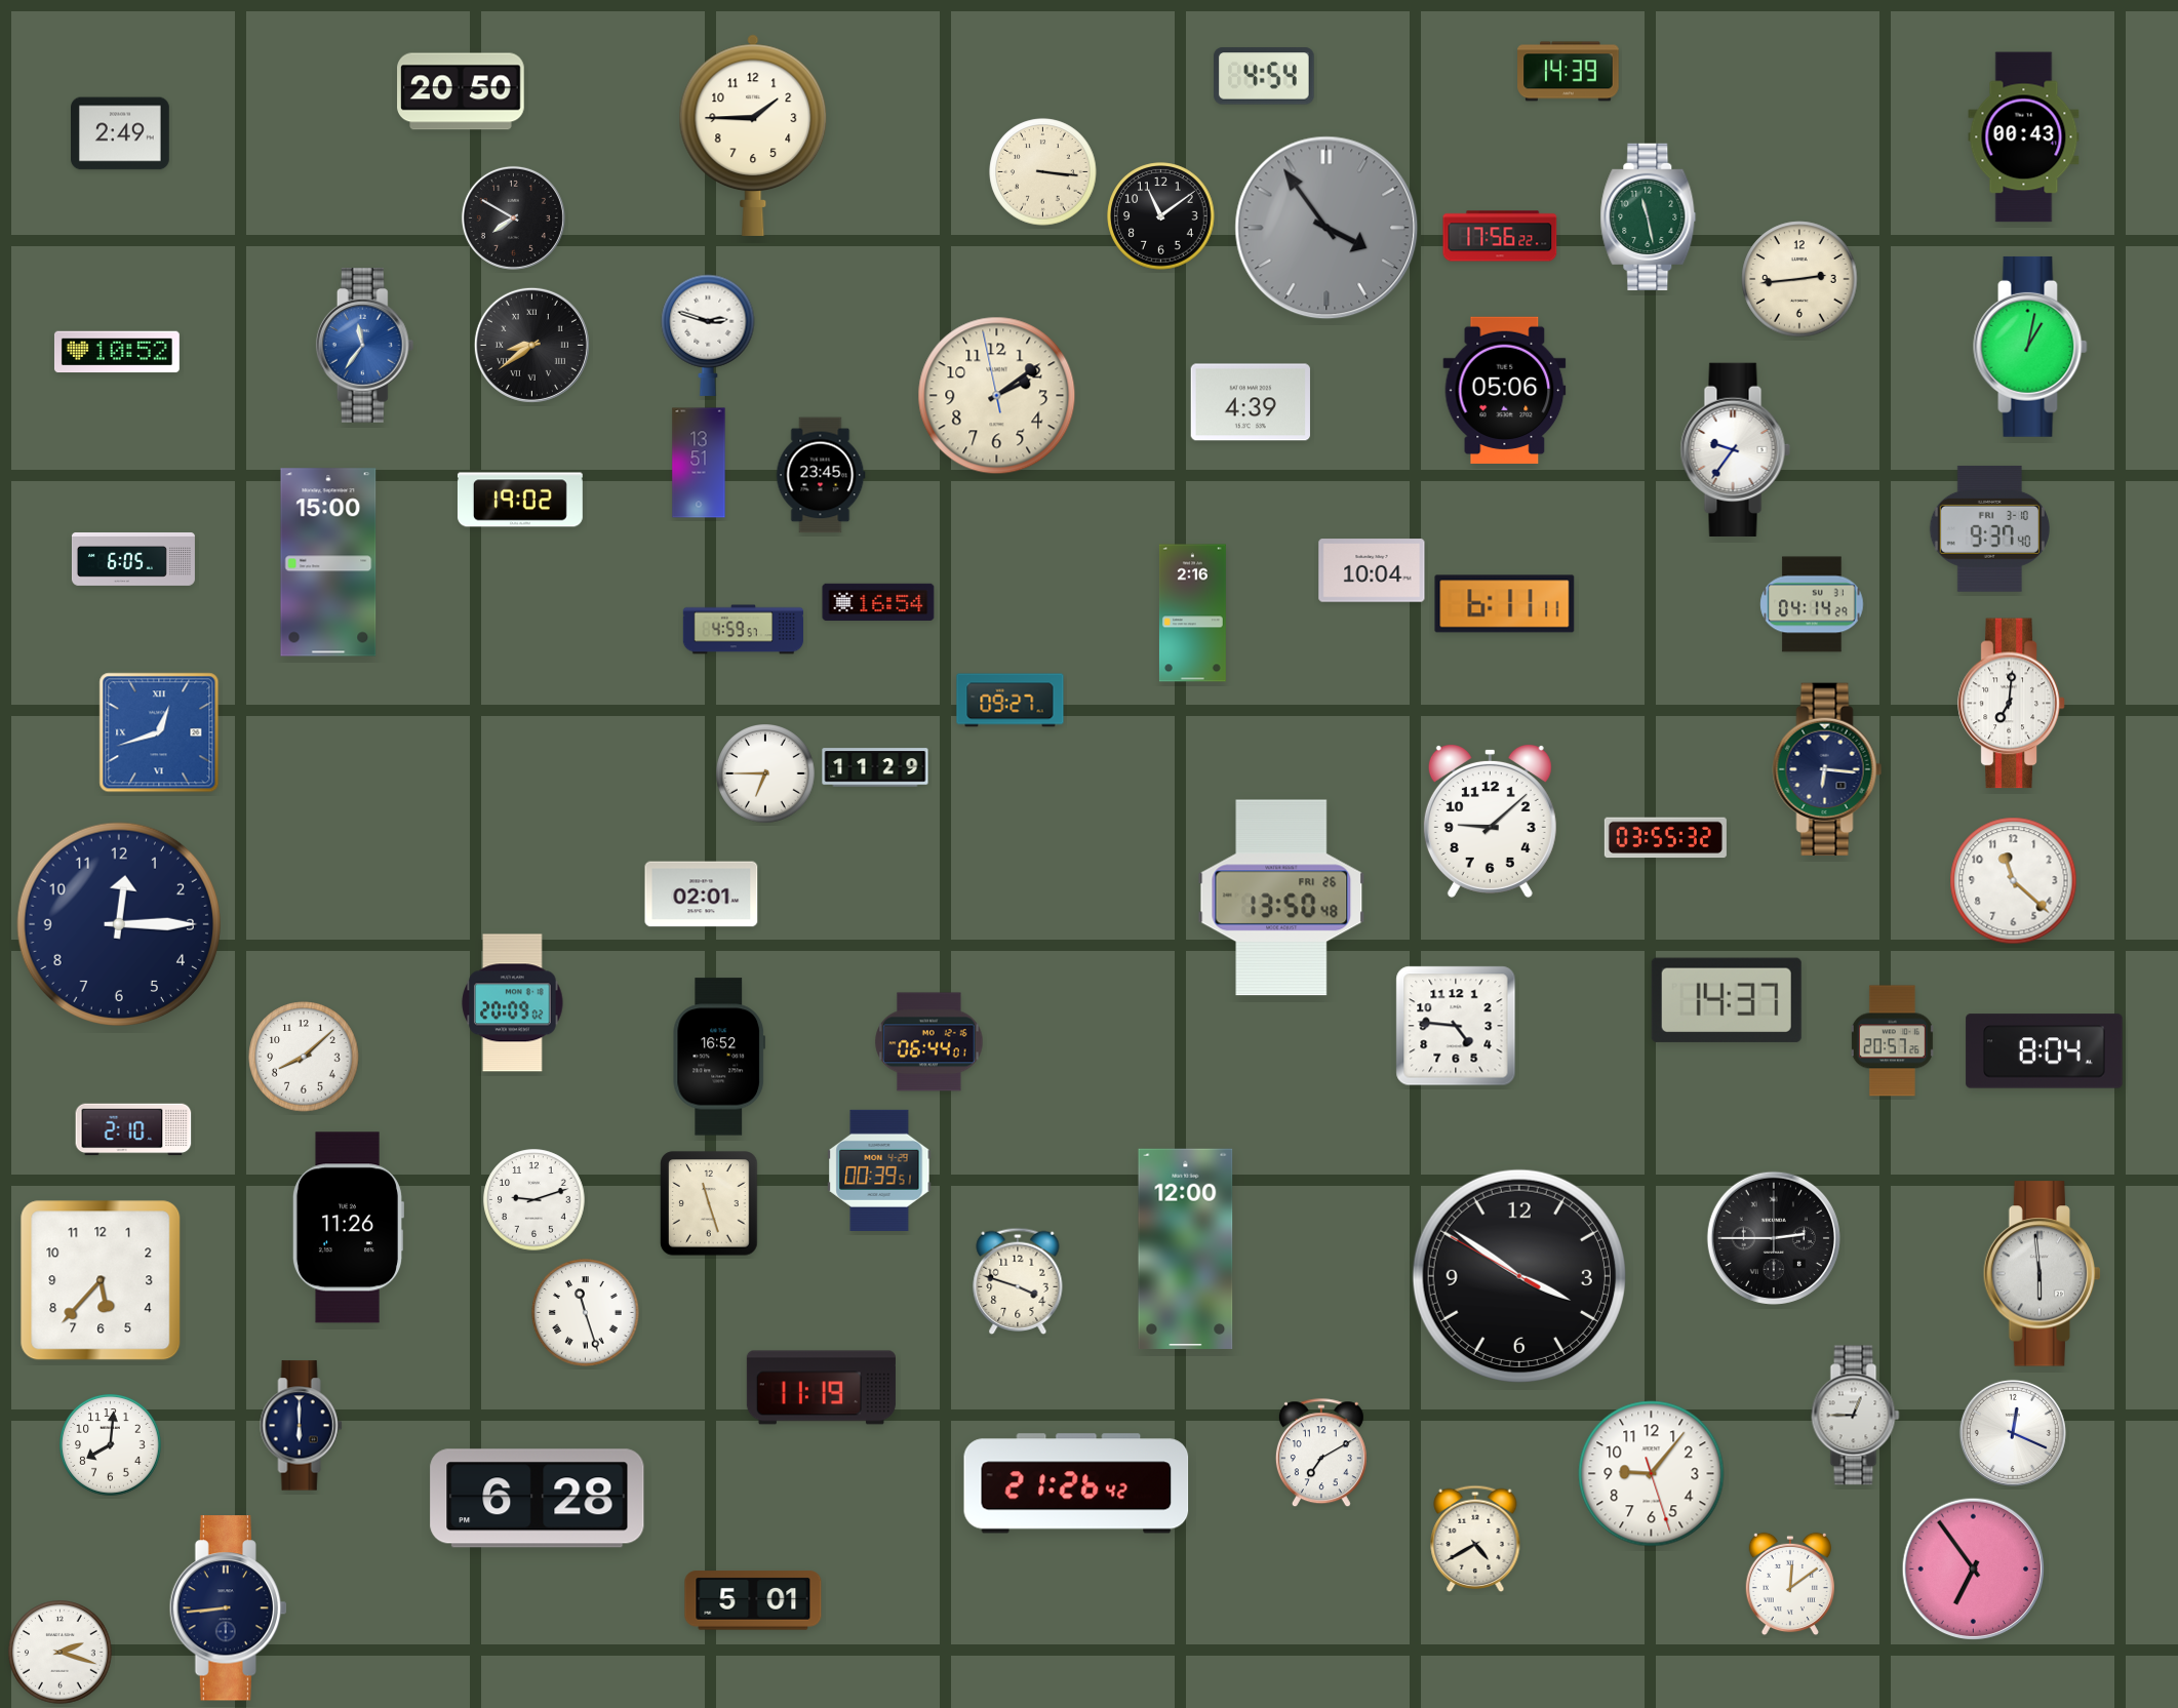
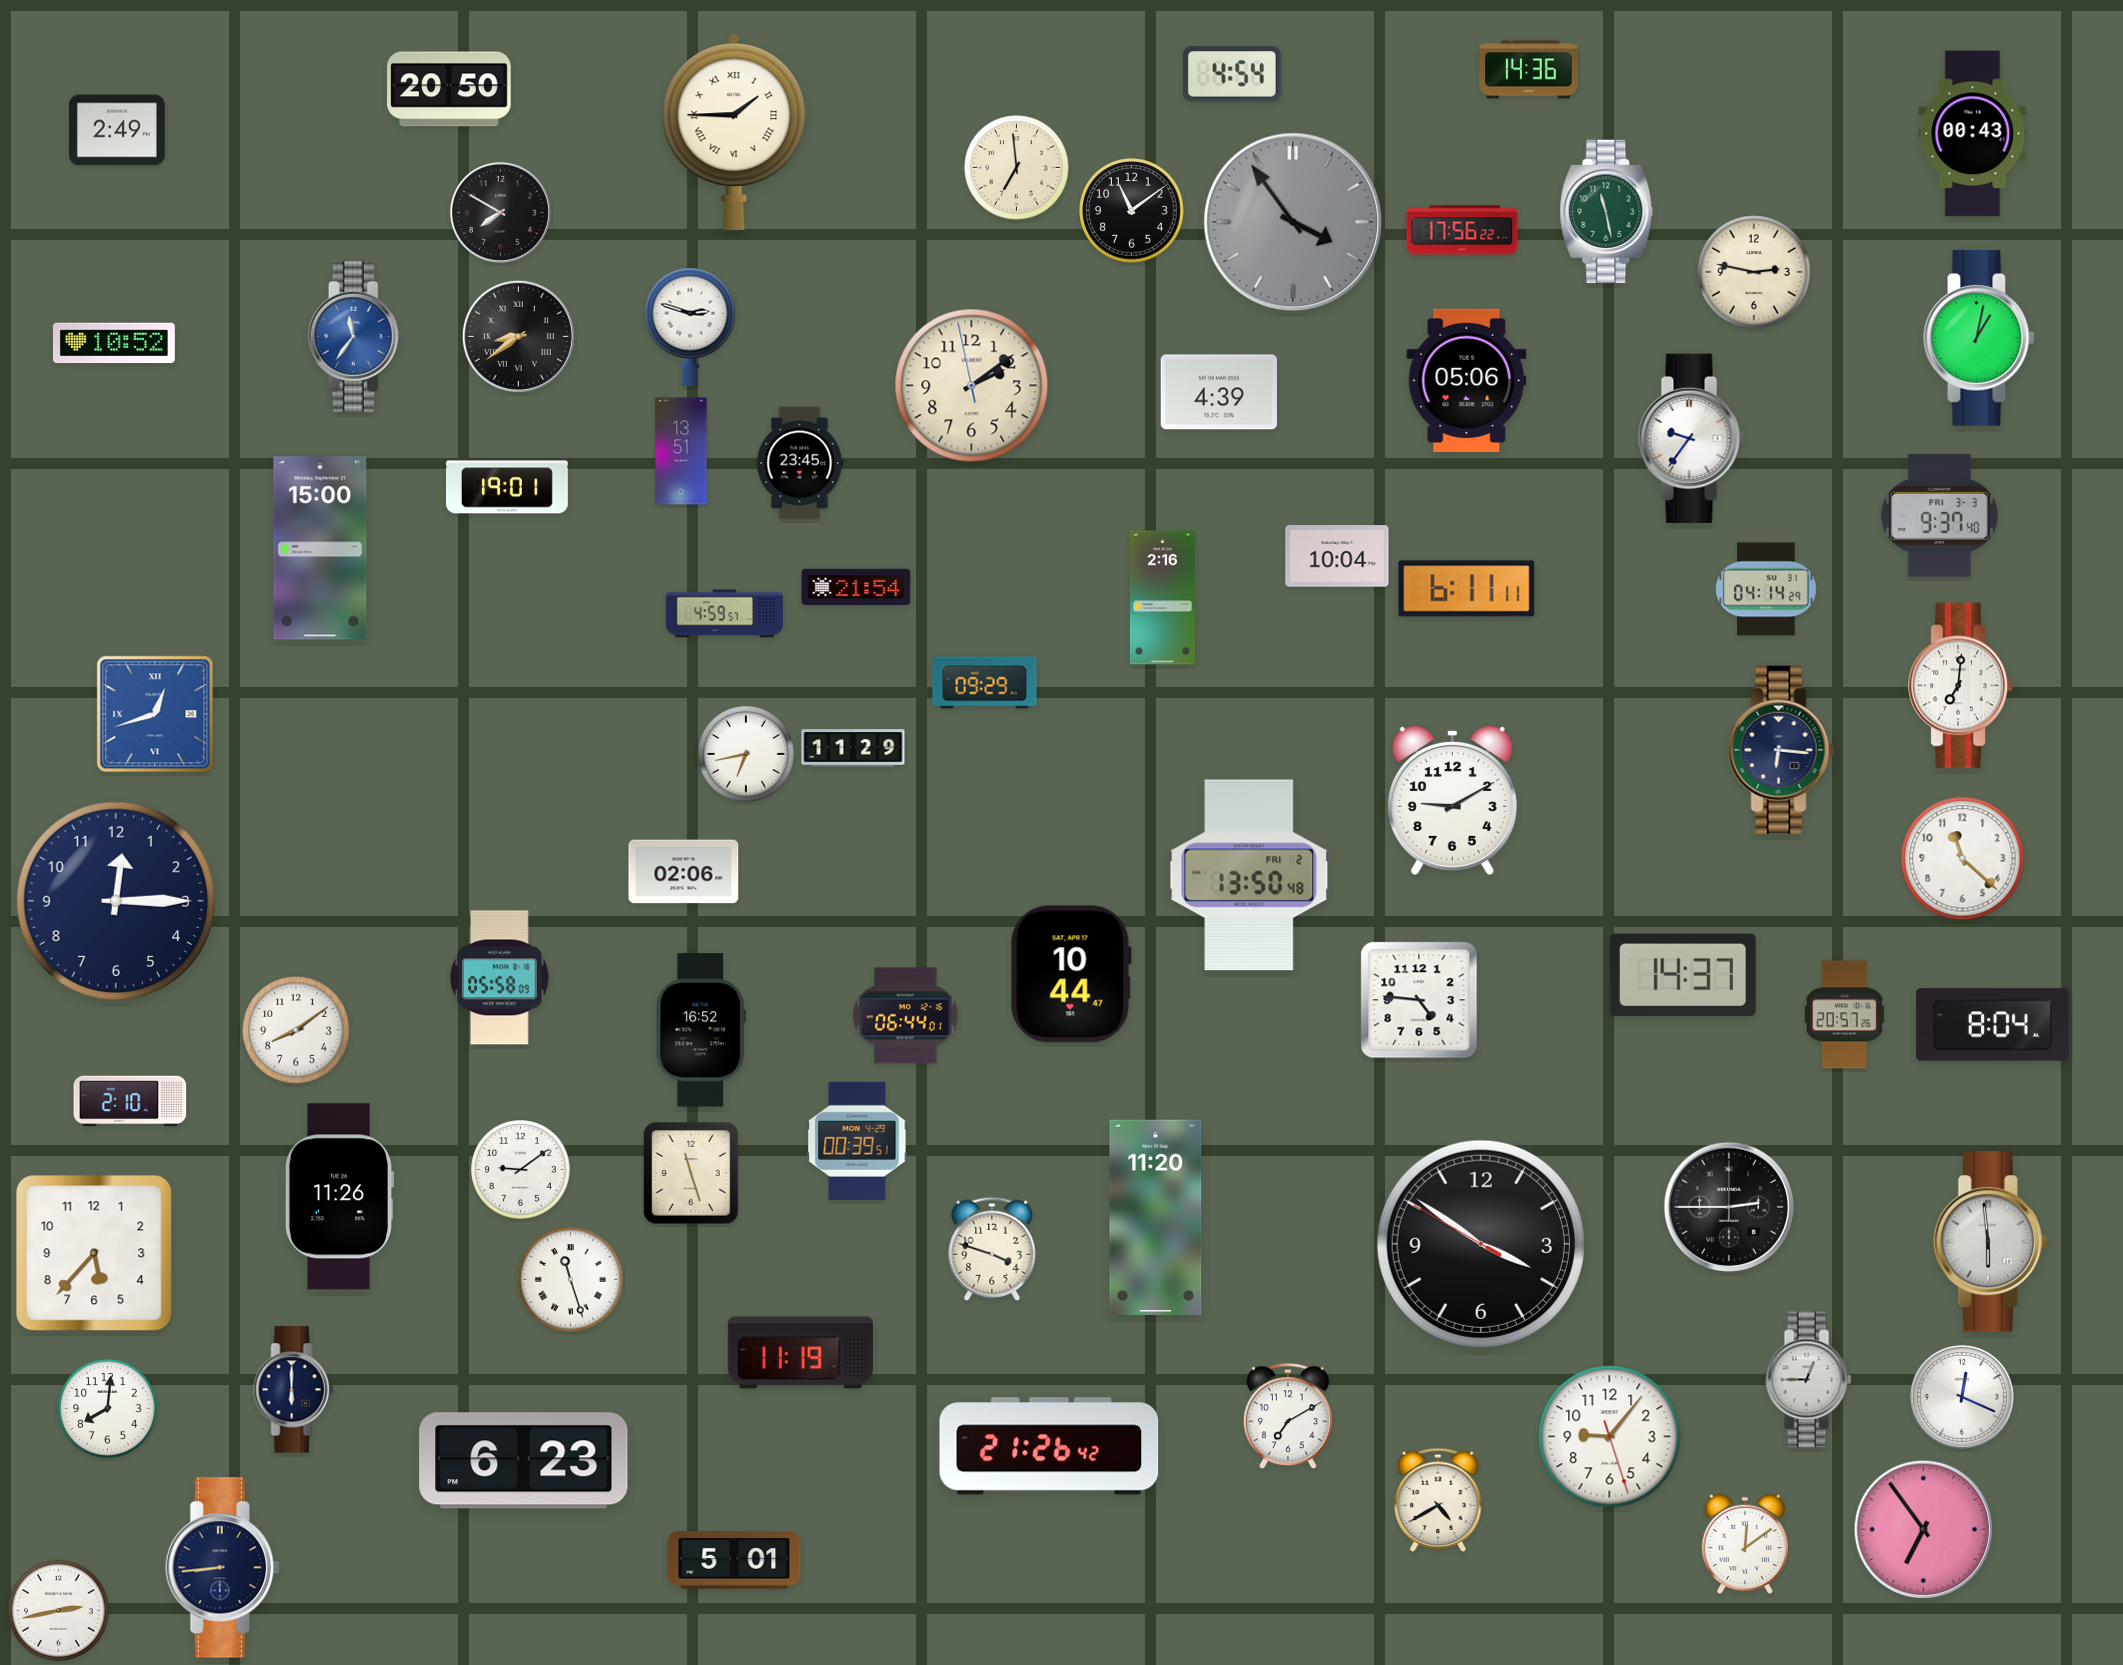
clock at (1569, 72): 14:39 -> 14:36
clock at (753, 135) numerals: Arabic -> Roman
clock at (1043, 172): 3:16 -> 6:59
clock at (1799, 279): 2:44 -> 2:47
clock at (520, 500): 19:02 -> 19:01
clock at (1989, 528) date: FRI 3-10 -> FRI 3-3
clock at (133, 560): 6:05 -> none
clock at (878, 601): 16:54 -> 21:54
clock at (1011, 701): 09:27 -> 09:29
clock at (765, 773): 6:45 -> 6:43
clock at (1490, 821): 9:08 -> 9:10
clock at (1665, 838): 03:55 -> none
clock at (702, 895): 02:01 -> 02:06
clock at (1281, 898) date: FRI 26 -> FRI 2
clock at (1071, 974): none -> 10:44
clock at (513, 1003): 20:09 -> 05:58
clock at (304, 1057): 8:08 -> 8:09
clock at (534, 1200): 9:12 -> 9:09
clock at (1186, 1248): 12:00 -> 11:20
clock at (101, 1280) position: (101, 1280) -> (94, 1253)
clock at (538, 1499): 6:28 -> 6:23
clock at (61, 1653): 2:18 -> 2:43
